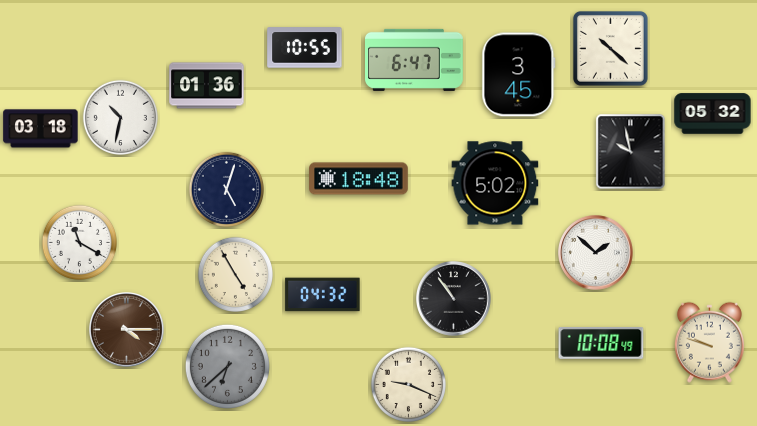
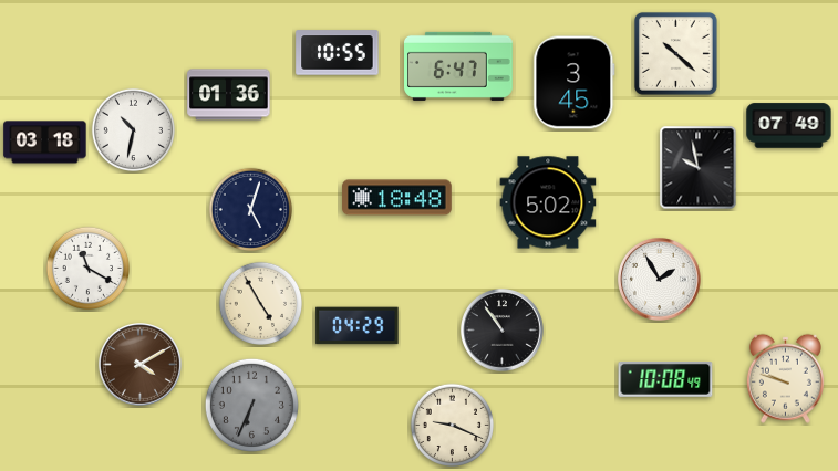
clock at (713, 114): 05:32 -> 07:49
clock at (596, 253): 1:52 -> 1:55
clock at (323, 295): 04:32 -> 04:29
clock at (127, 330): 4:15 -> 4:10
clock at (227, 366): 6:38 -> 6:34
